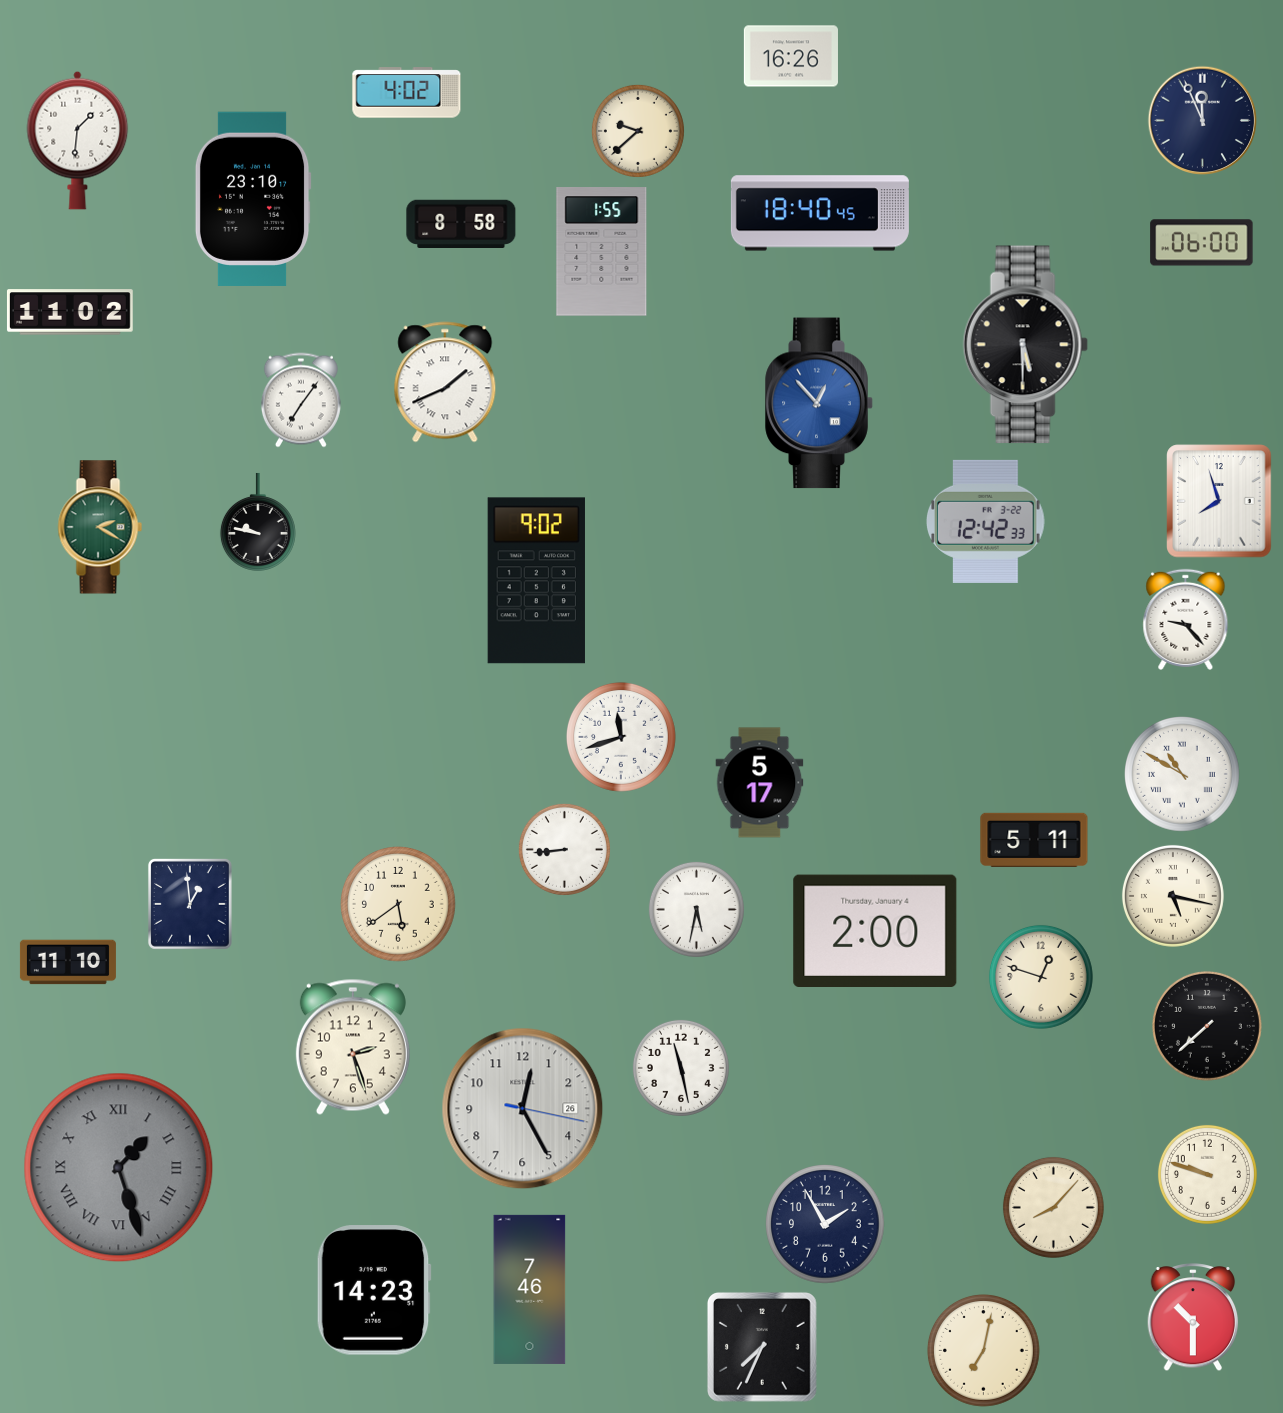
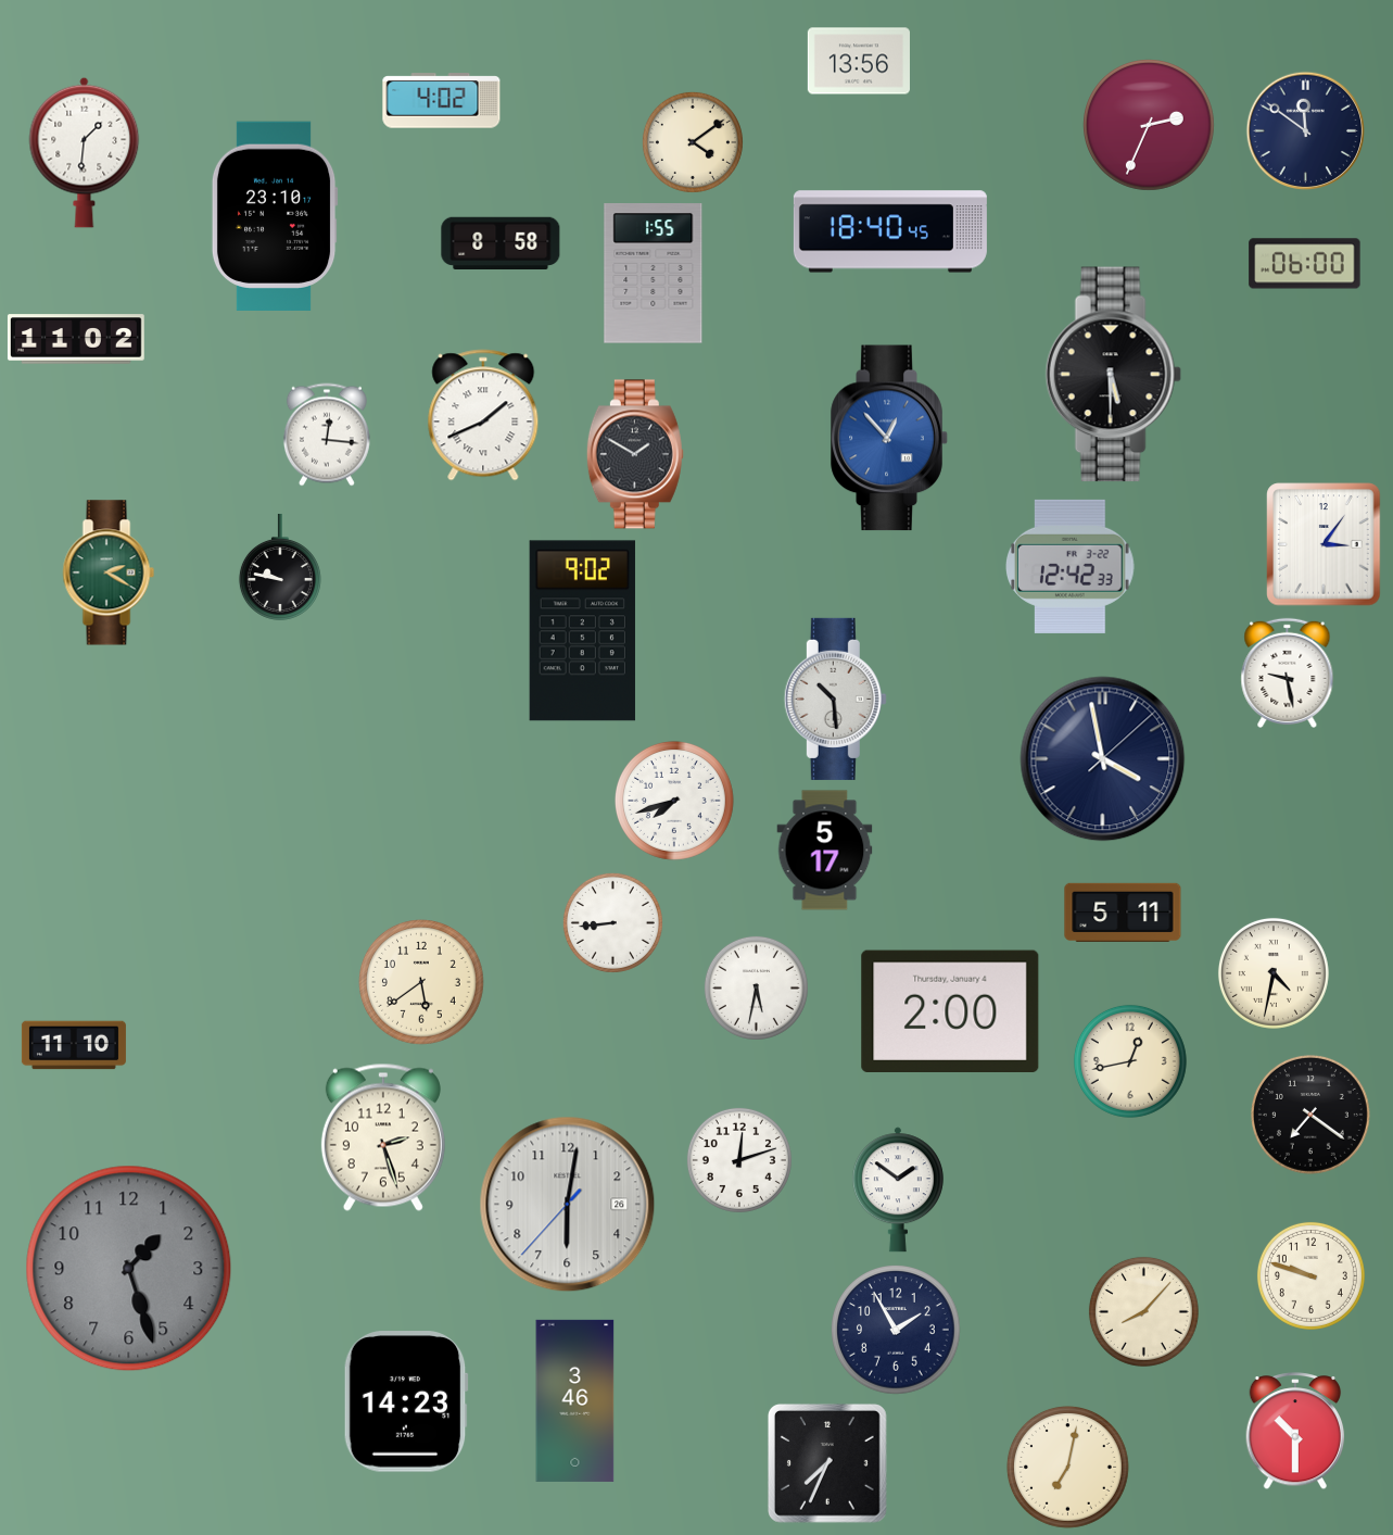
clock at (791, 56): 16:26 -> 13:56
clock at (1149, 125): none -> 2:34
clock at (1202, 120): 11:56 -> 11:51
clock at (638, 131): 9:38 -> 4:09
clock at (301, 400): 7:06 -> 12:16
clock at (635, 454): none -> 1:50
clock at (1219, 501): 7:57 -> 3:06
clock at (1186, 619): 9:23 -> 9:28
clock at (835, 699): none -> 10:29
clock at (1103, 759): none -> 3:58
clock at (621, 737): 11:42 -> 7:42
clock at (1183, 775): 10:50 -> none
clock at (1173, 896): 5:17 -> 4:32
clock at (190, 904): 12:59 -> none
clock at (399, 905) position: (399, 905) -> (422, 983)
clock at (1041, 977): 12:48 -> 12:43
clock at (1207, 1026): 7:38 -> 7:21
clock at (681, 1068): 11:28 -> 12:12
clock at (898, 1190): none -> 1:51
clock at (523, 1109): 12:25 -> 6:01
clock at (119, 1168) numerals: Roman -> Arabic
clock at (530, 1289): 7:46 -> 3:46
